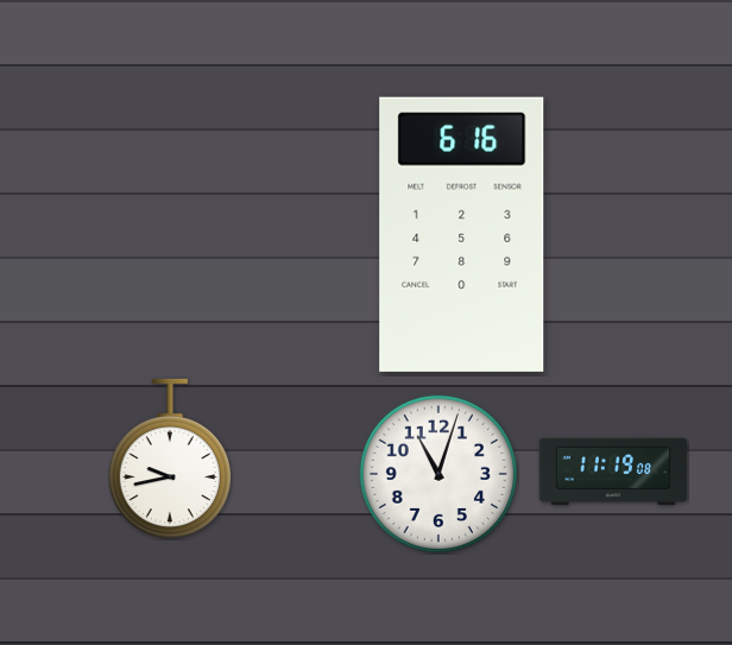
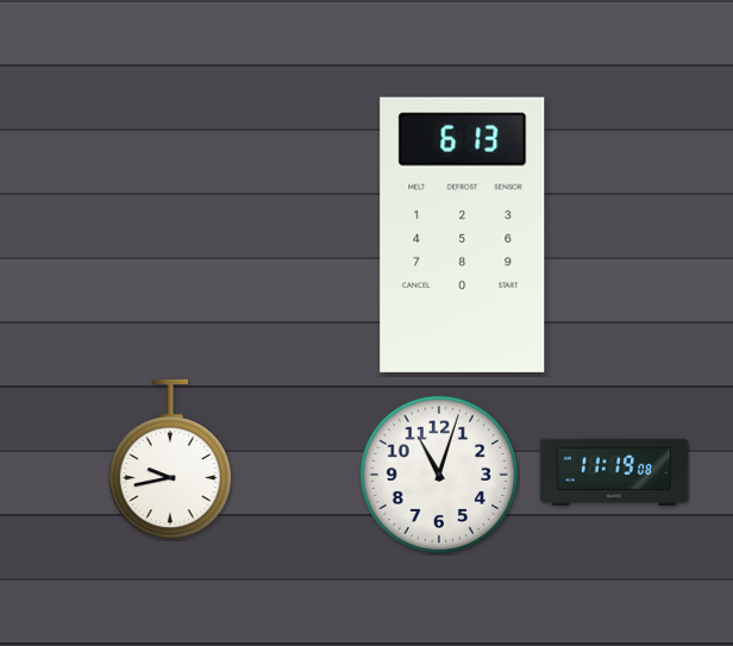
clock at (462, 234): 6:16 -> 6:13
